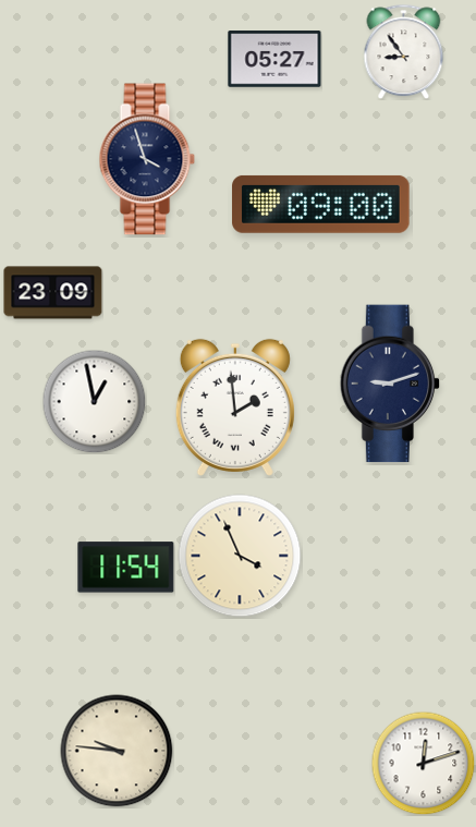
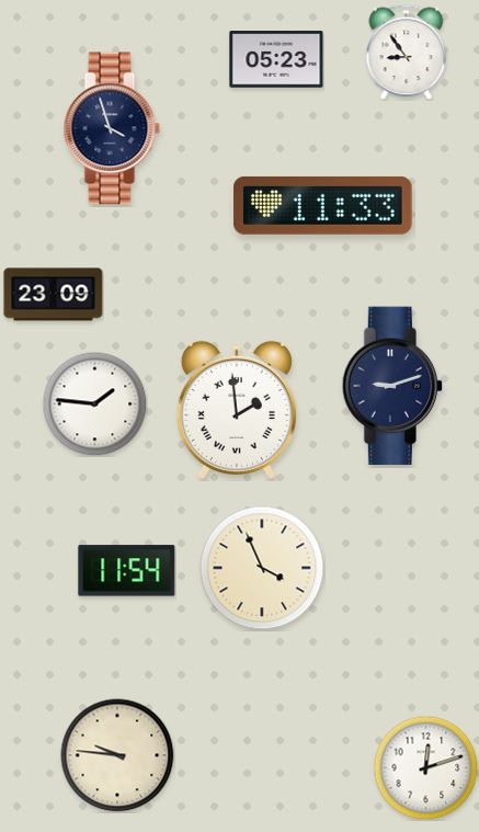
clock at (274, 59): 05:27 -> 05:23
clock at (147, 159) position: (147, 159) -> (112, 128)
clock at (321, 204): 09:00 -> 11:33
clock at (94, 401): 12:58 -> 1:46
clock at (240, 556) position: (240, 556) -> (262, 568)
